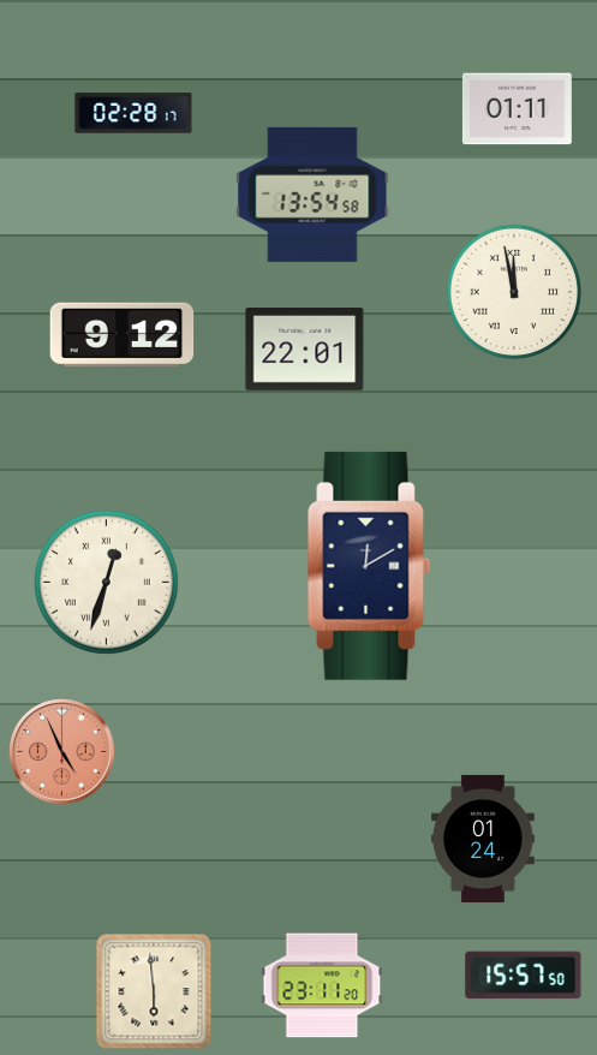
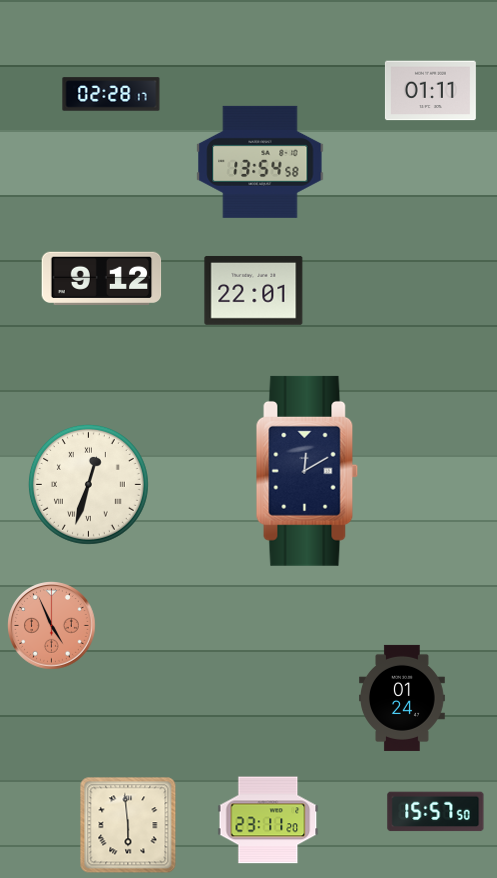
clock at (514, 292): 11:58 -> none
